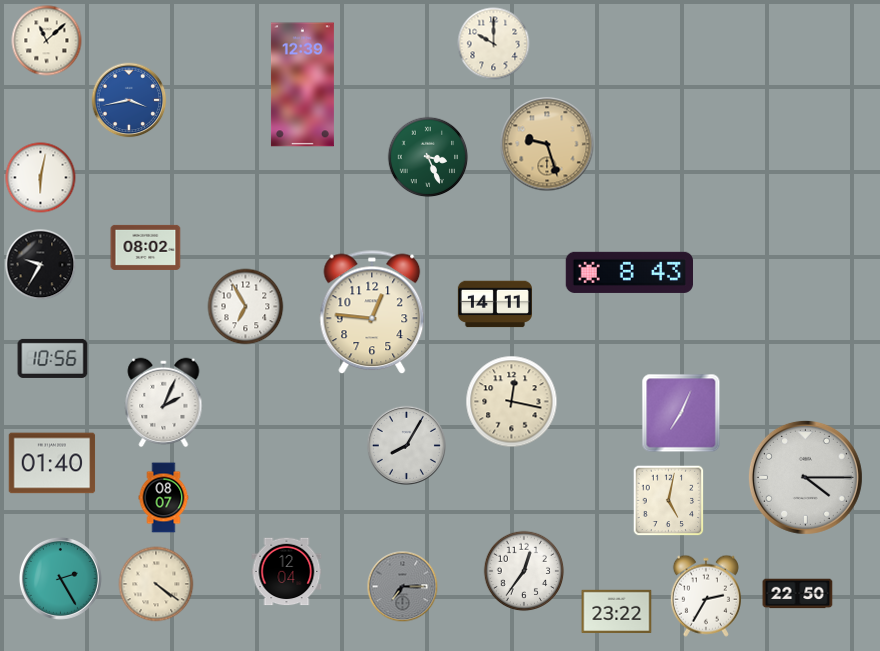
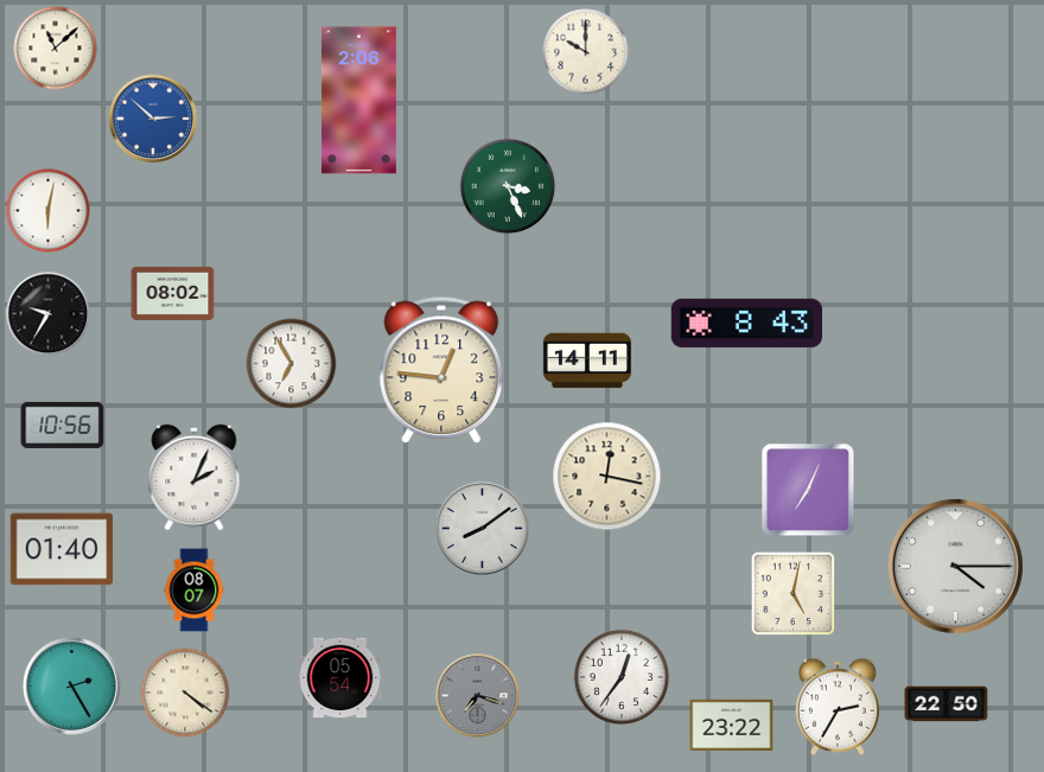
clock at (302, 85): 12:39 -> 2:06
clock at (129, 100): 3:43 -> 2:52
clock at (547, 144): 9:27 -> none
clock at (406, 445): 8:05 -> 8:09
clock at (287, 572): 12:04 -> 05:54
clock at (403, 587): 7:15 -> 7:18
